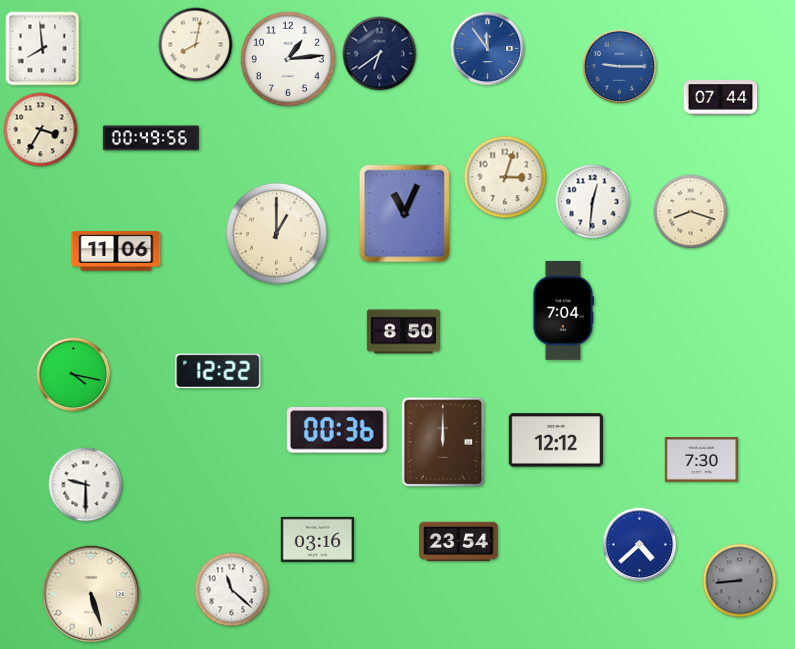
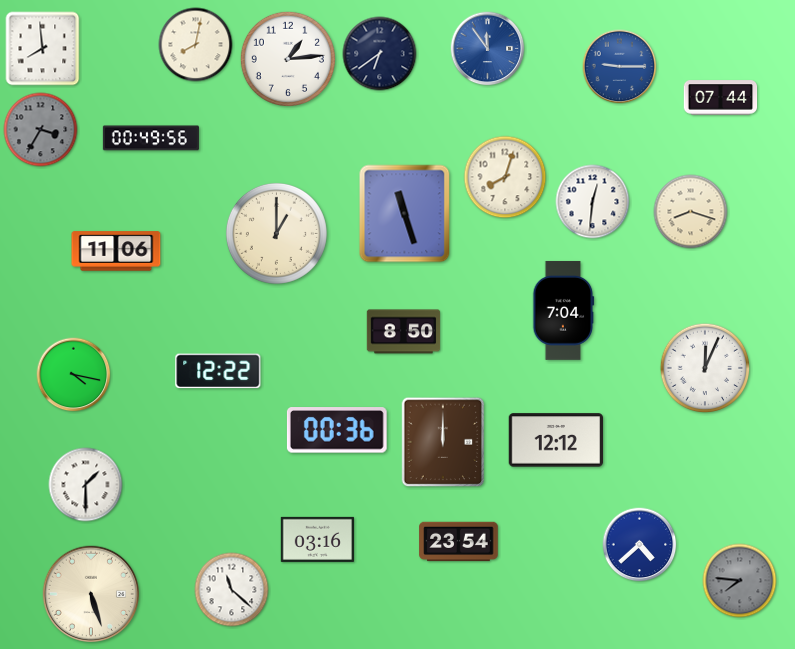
clock at (41, 130) dial: cream -> grey
clock at (505, 177): 3:03 -> 8:03
clock at (405, 214): 11:04 -> 11:27
clock at (705, 368): none -> 12:04
clock at (701, 460): 7:30 -> none
clock at (86, 485): 9:30 -> 1:30
clock at (740, 581): 8:44 -> 7:46
